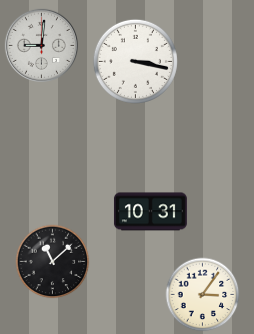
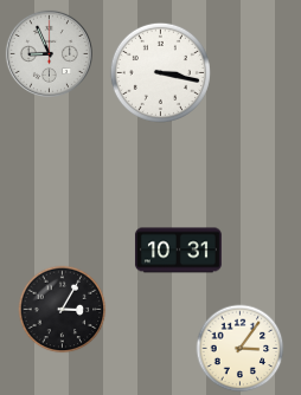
clock at (41, 45): 9:01 -> 8:56
clock at (53, 262): 11:08 -> 3:05
